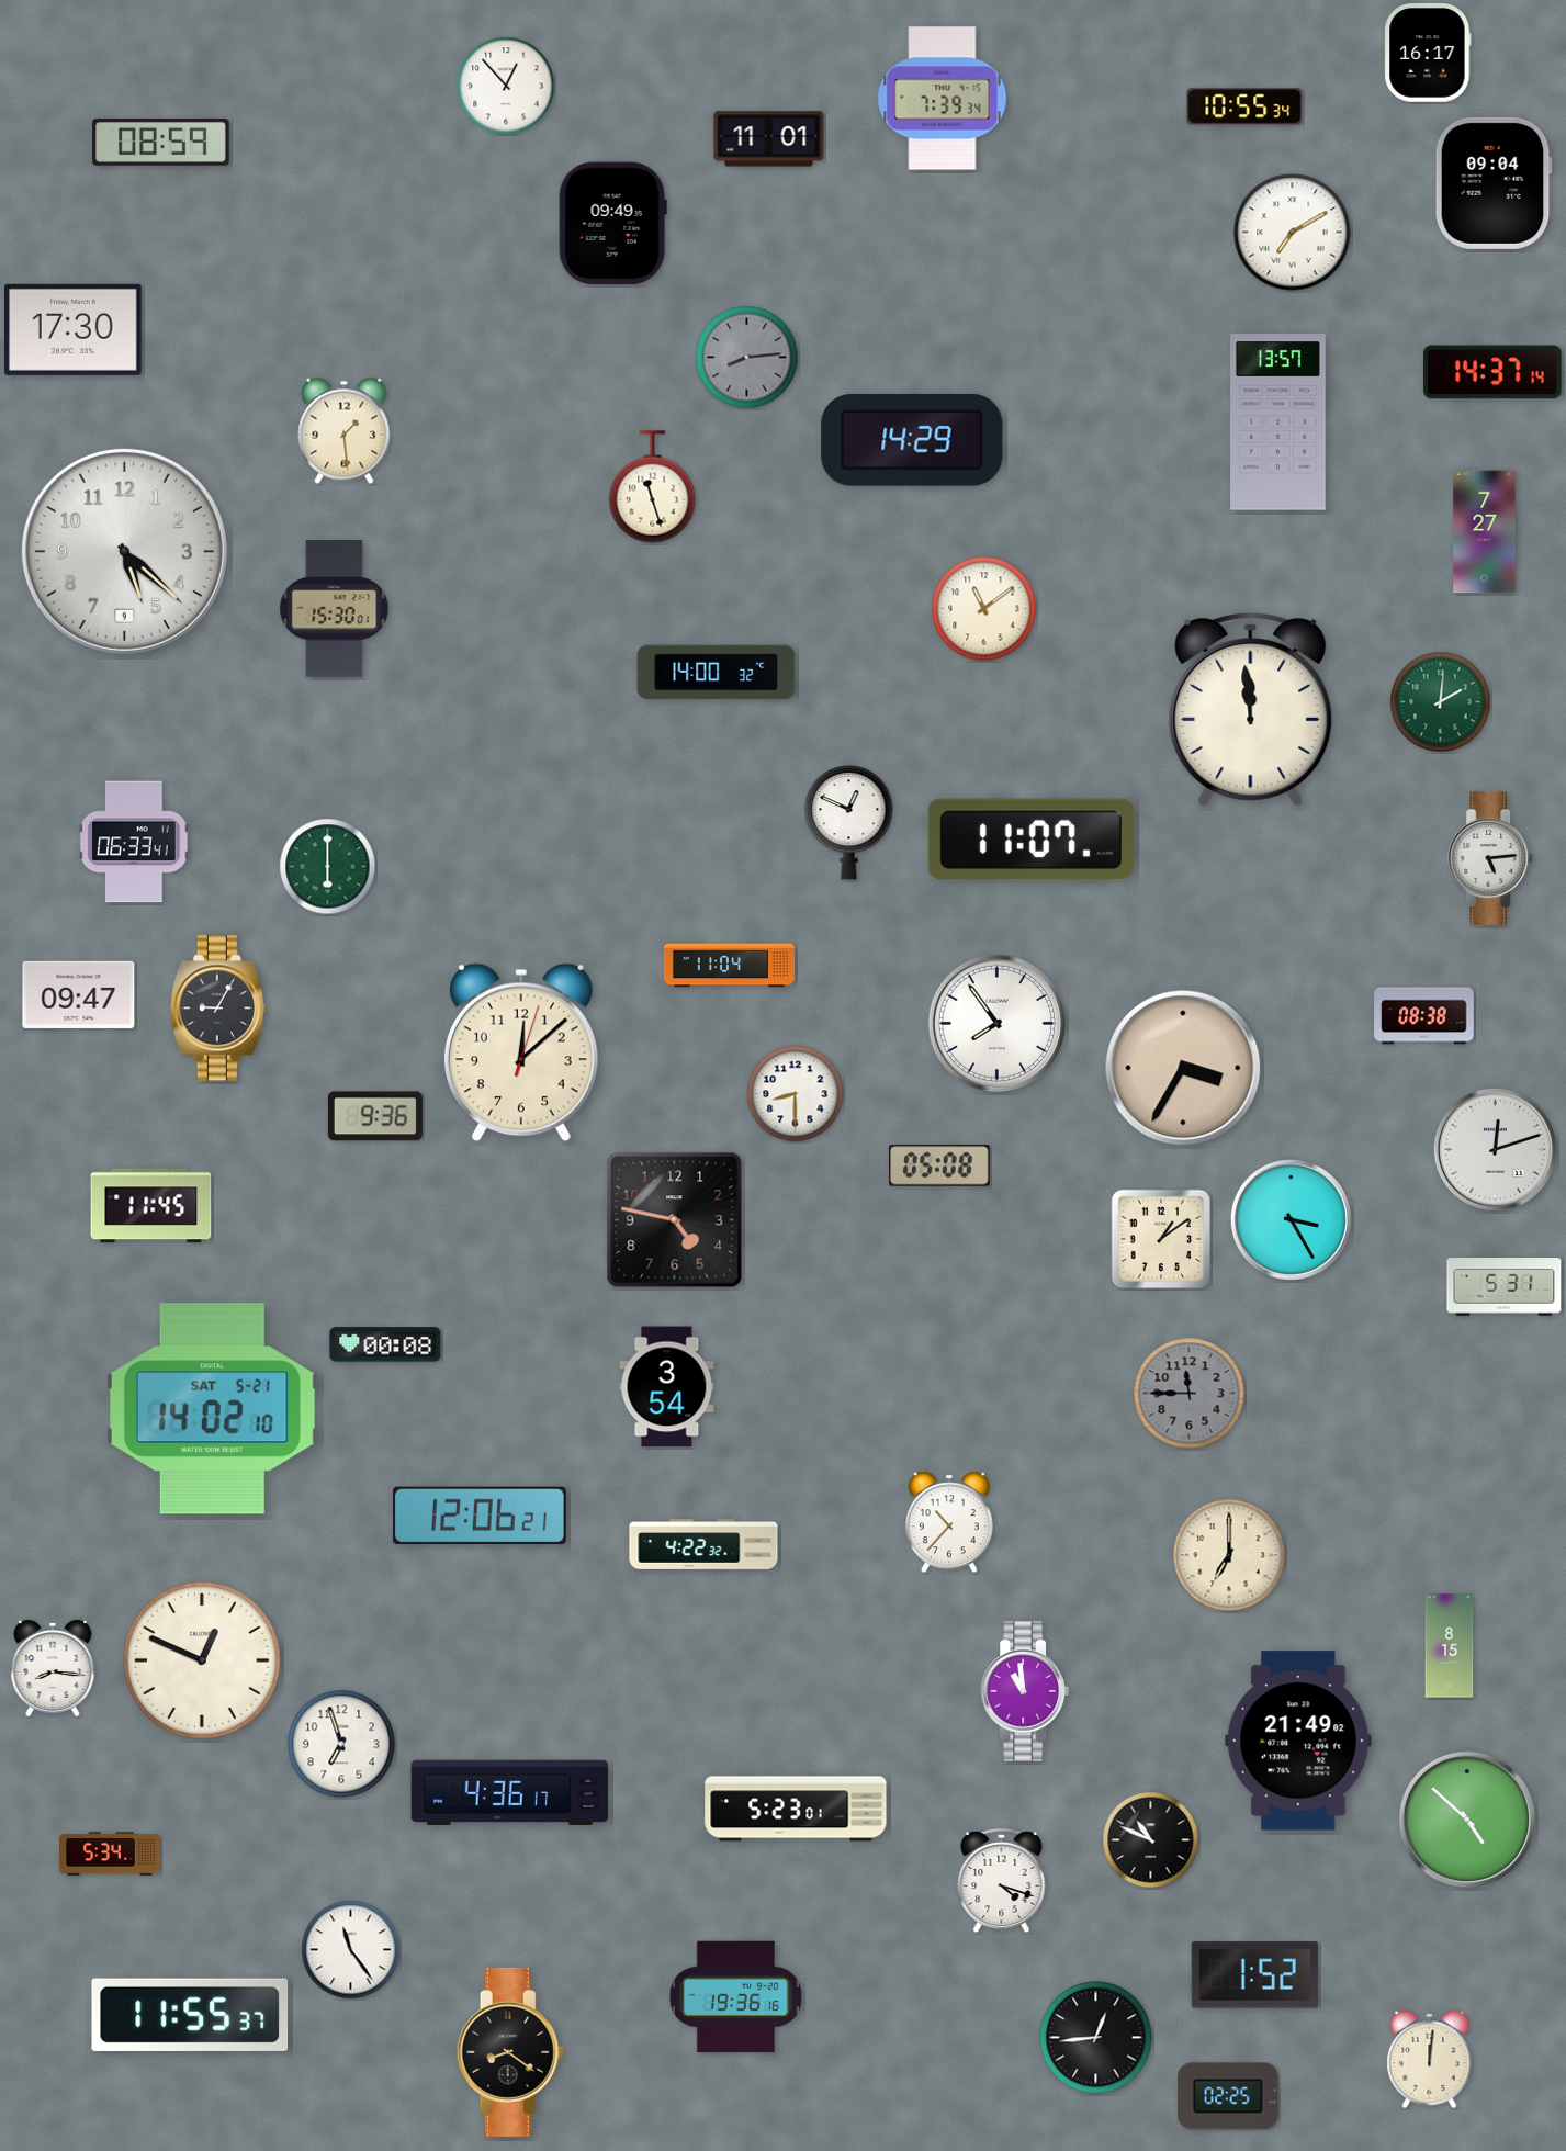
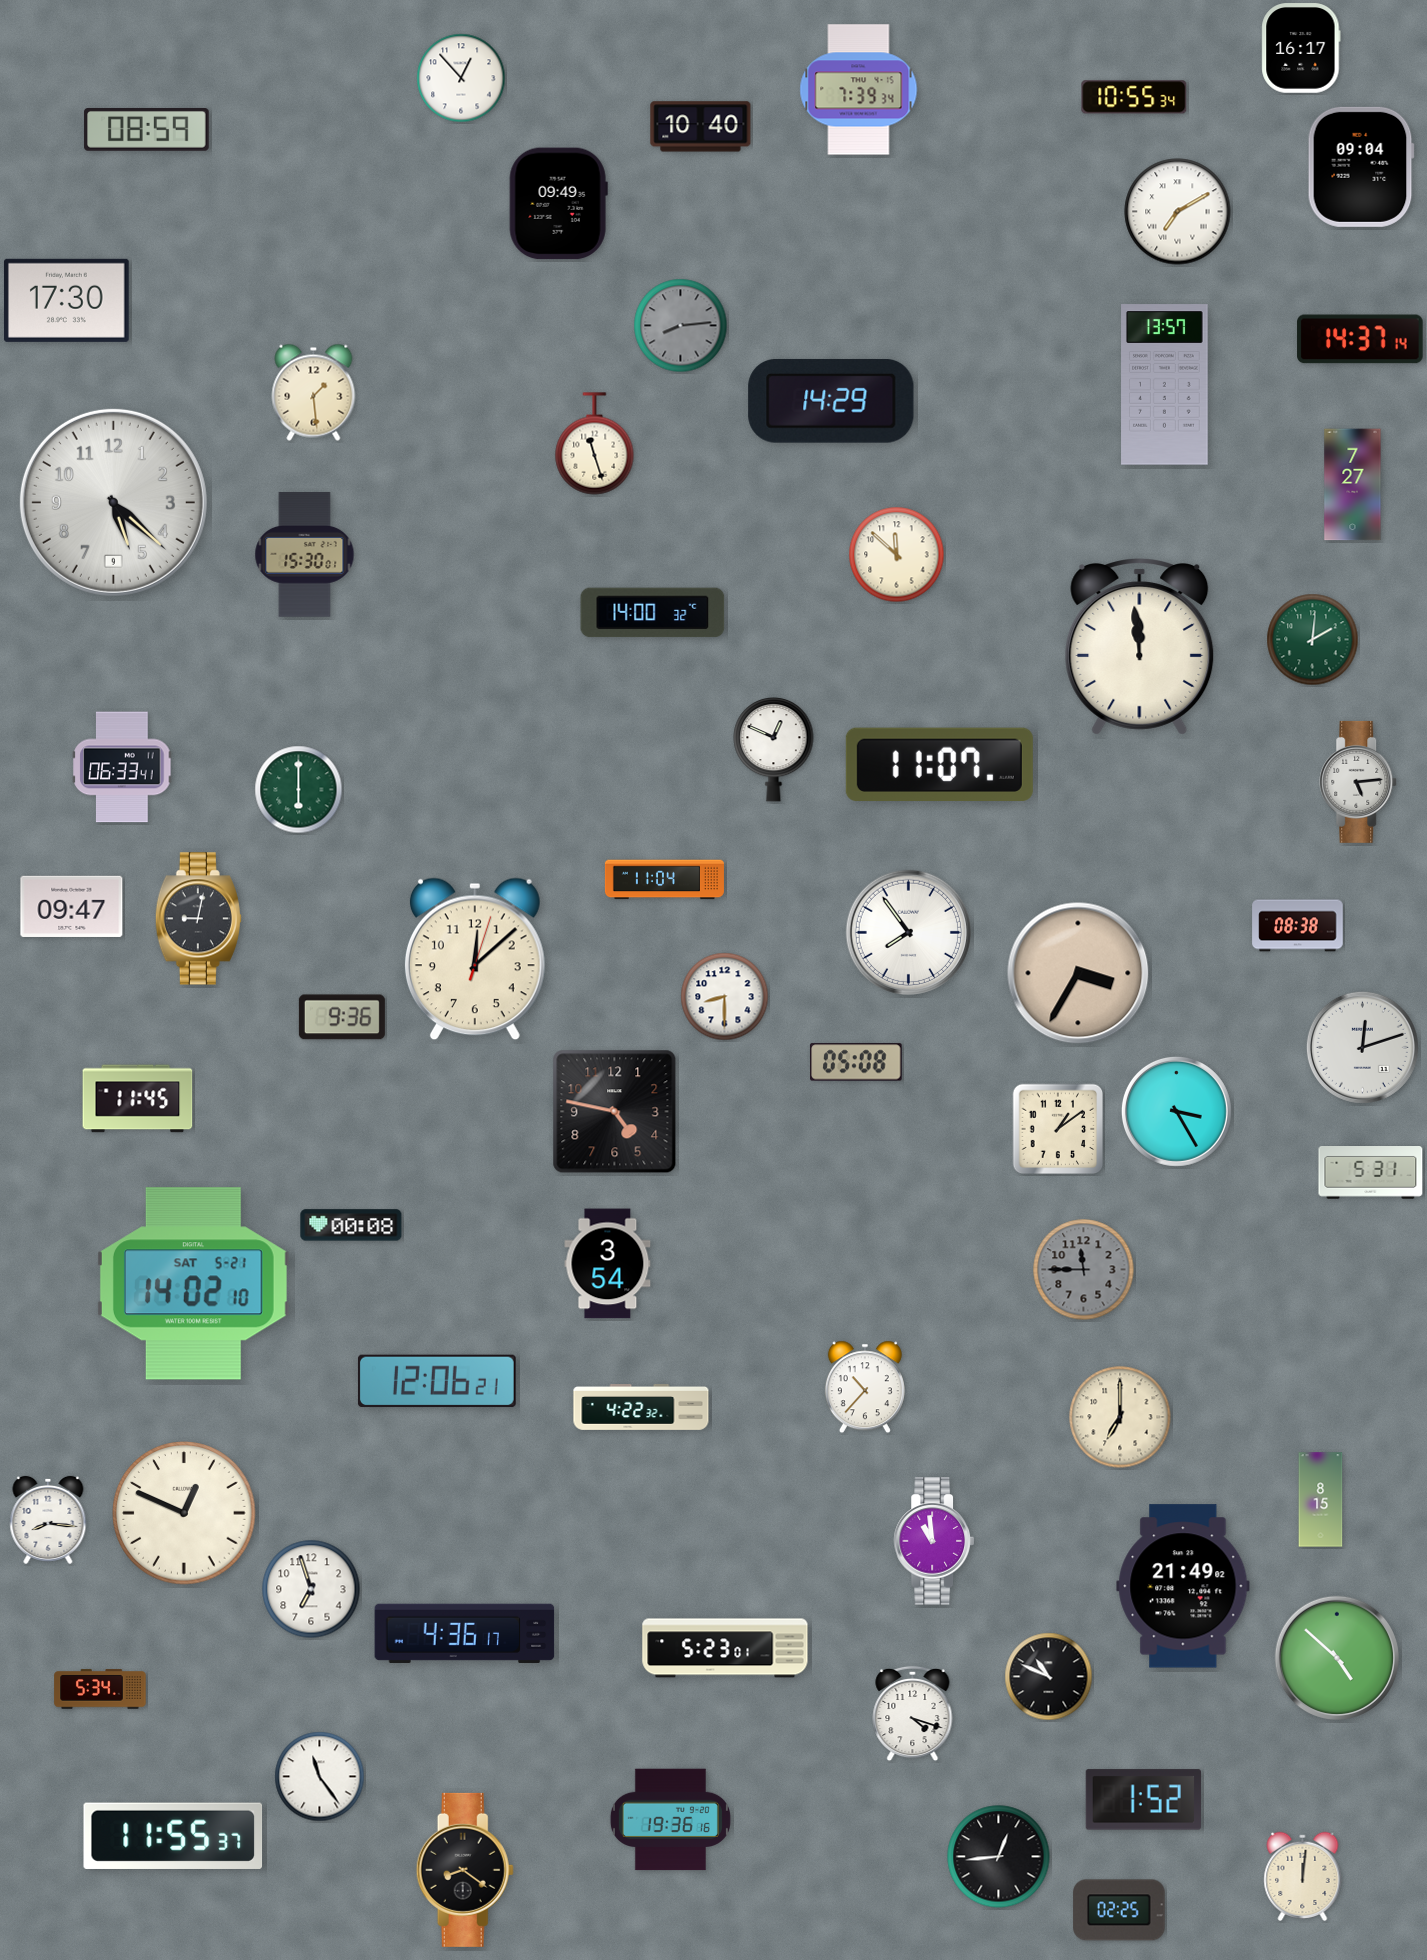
clock at (769, 139): 11:01 -> 10:40
clock at (984, 609): 11:09 -> 11:52
clock at (217, 1009): 9:05 -> 9:02
